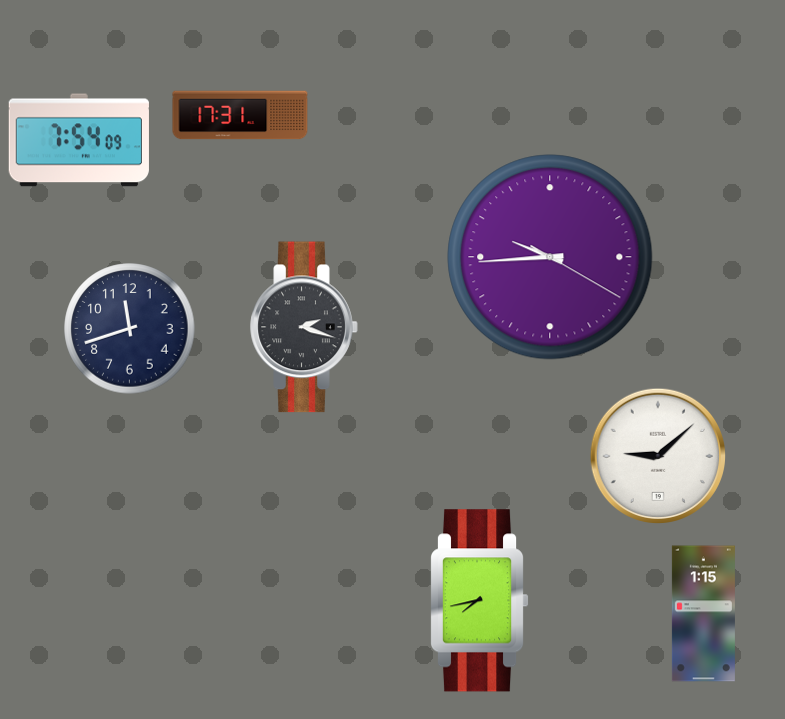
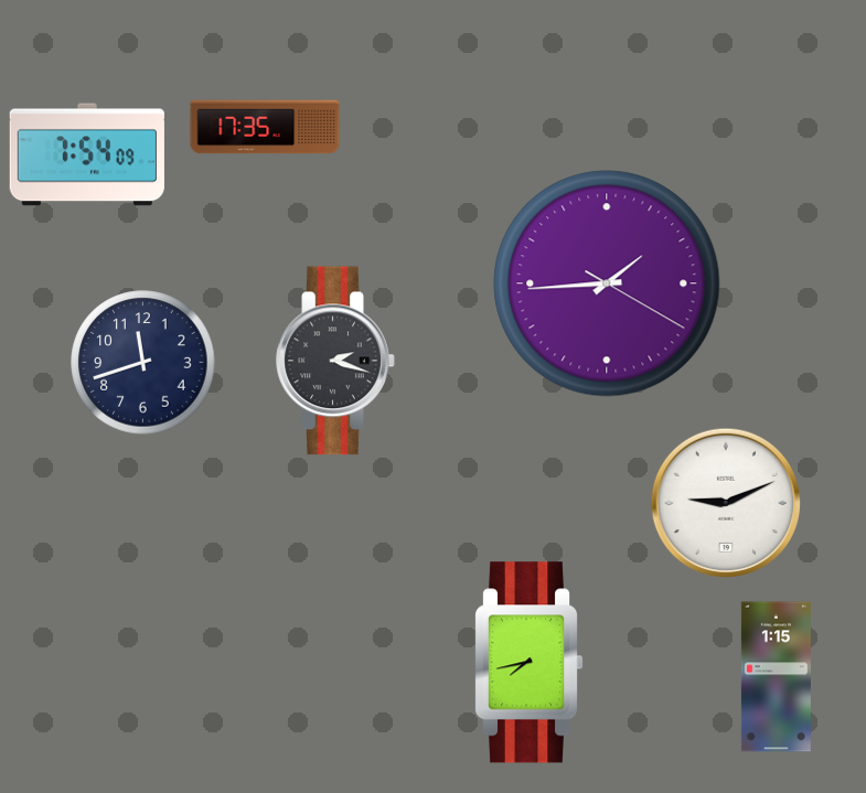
clock at (240, 115): 17:31 -> 17:35
clock at (550, 257): 9:44 -> 1:44
clock at (657, 455): 9:08 -> 9:11
